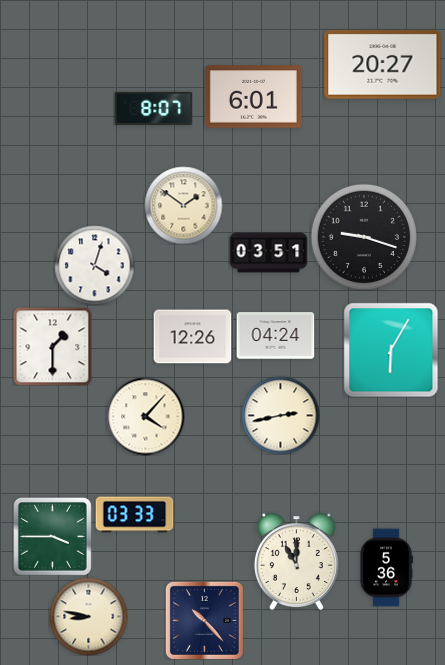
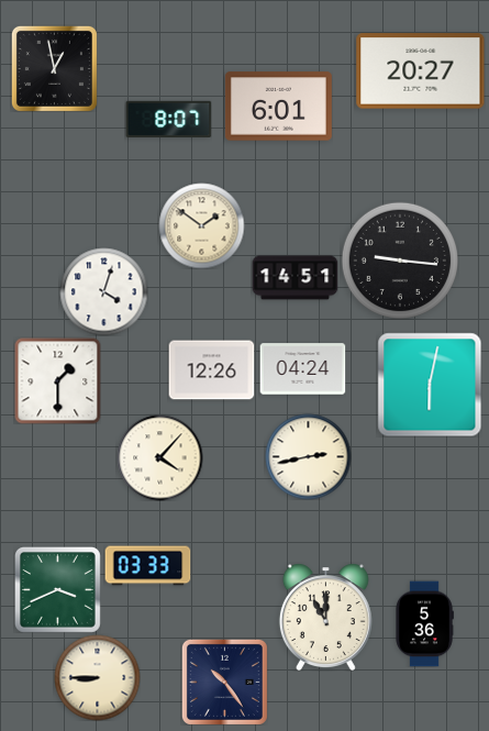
clock at (54, 68): none -> 12:58
clock at (364, 237): 9:18 -> 9:16
clock at (268, 253): 03:51 -> 14:51
clock at (391, 350): 6:05 -> 6:02
clock at (52, 536): 3:45 -> 3:41
clock at (88, 616): 8:47 -> 8:45
clock at (204, 620): 10:23 -> 10:24
